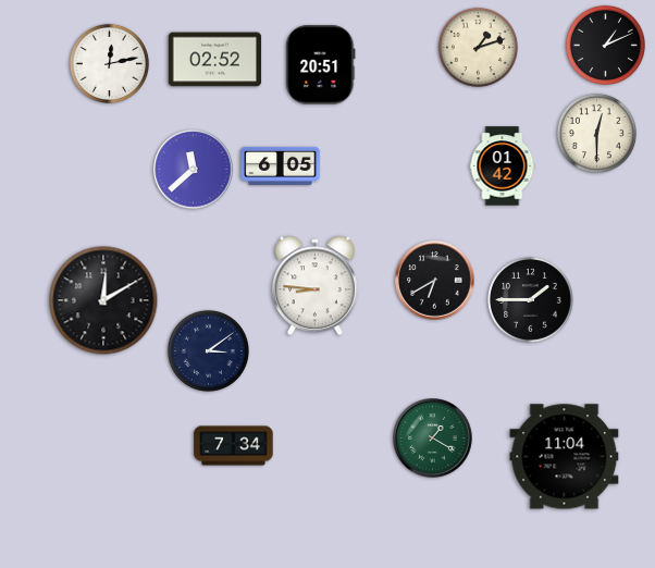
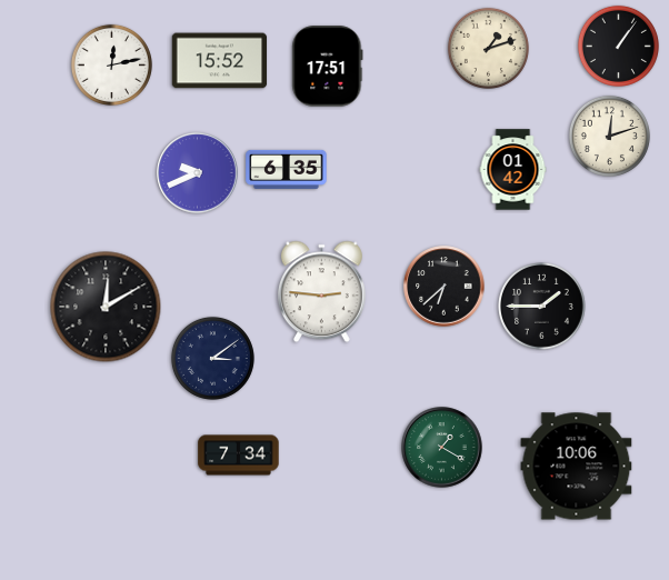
clock at (605, 45): 1:11 -> 1:06
clock at (215, 60): 02:52 -> 15:52
clock at (321, 65): 20:51 -> 17:51
clock at (596, 133): 12:30 -> 12:12
clock at (281, 165): 6:05 -> 6:35
clock at (194, 170): 11:38 -> 9:41
clock at (435, 281): 6:40 -> 6:38
clock at (314, 286): 8:46 -> 2:46
clock at (565, 457): 11:04 -> 10:06
